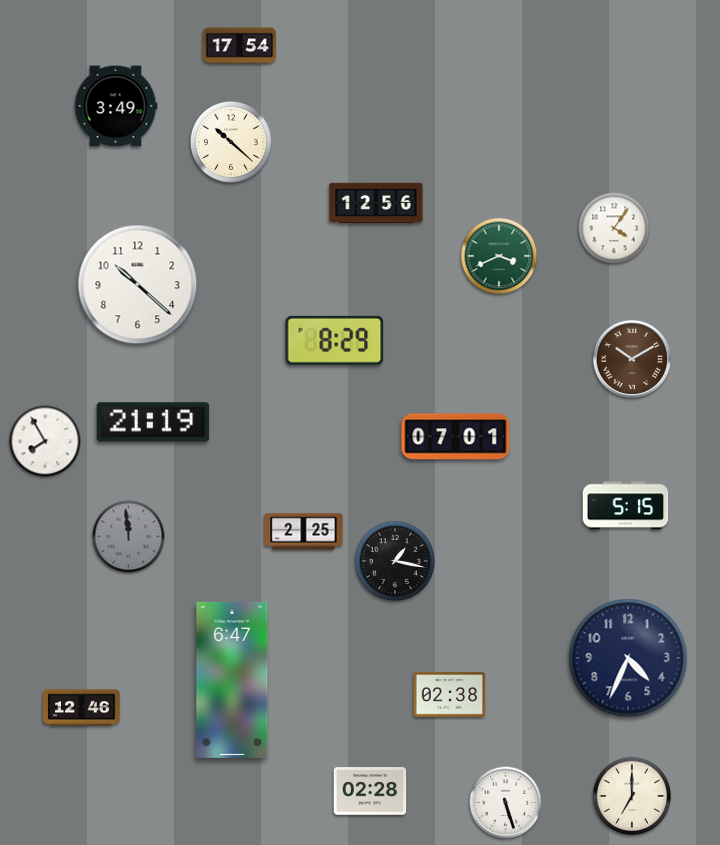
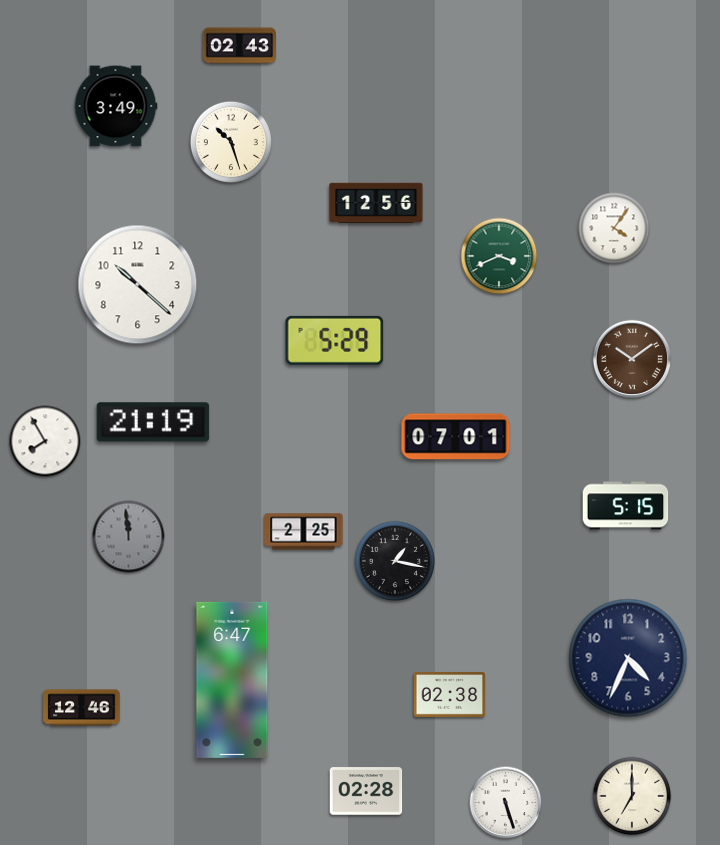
clock at (240, 46): 17:54 -> 02:43
clock at (231, 142): 10:22 -> 10:27
clock at (335, 340): 8:29 -> 5:29
clock at (632, 359): 10:10 -> 10:09
clock at (370, 791) position: (370, 791) -> (366, 791)
